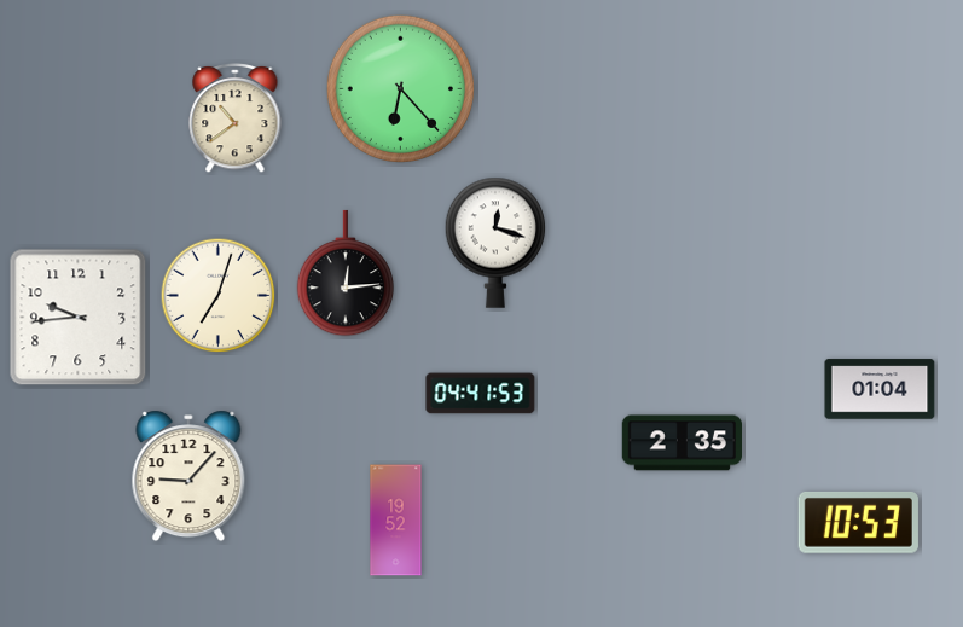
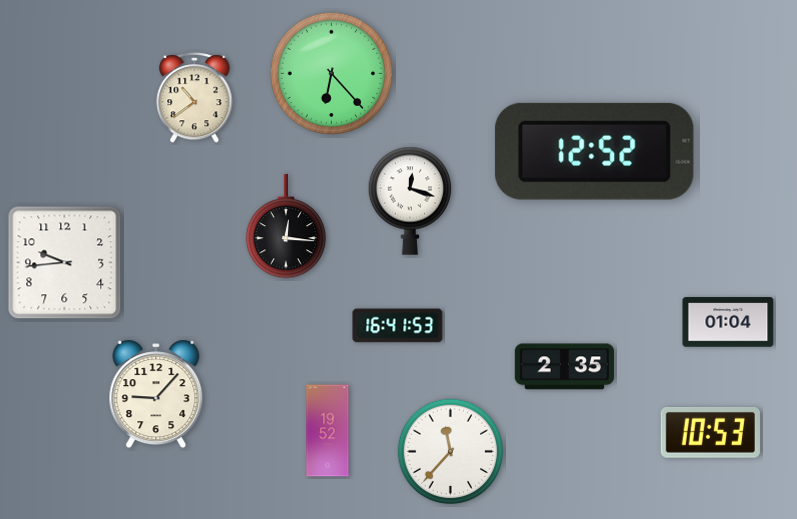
clock at (594, 151): none -> 12:52
clock at (346, 273): 12:14 -> 12:16
clock at (219, 296): 7:03 -> none
clock at (481, 394): 04:41 -> 16:41
clock at (451, 452): none -> 11:37
